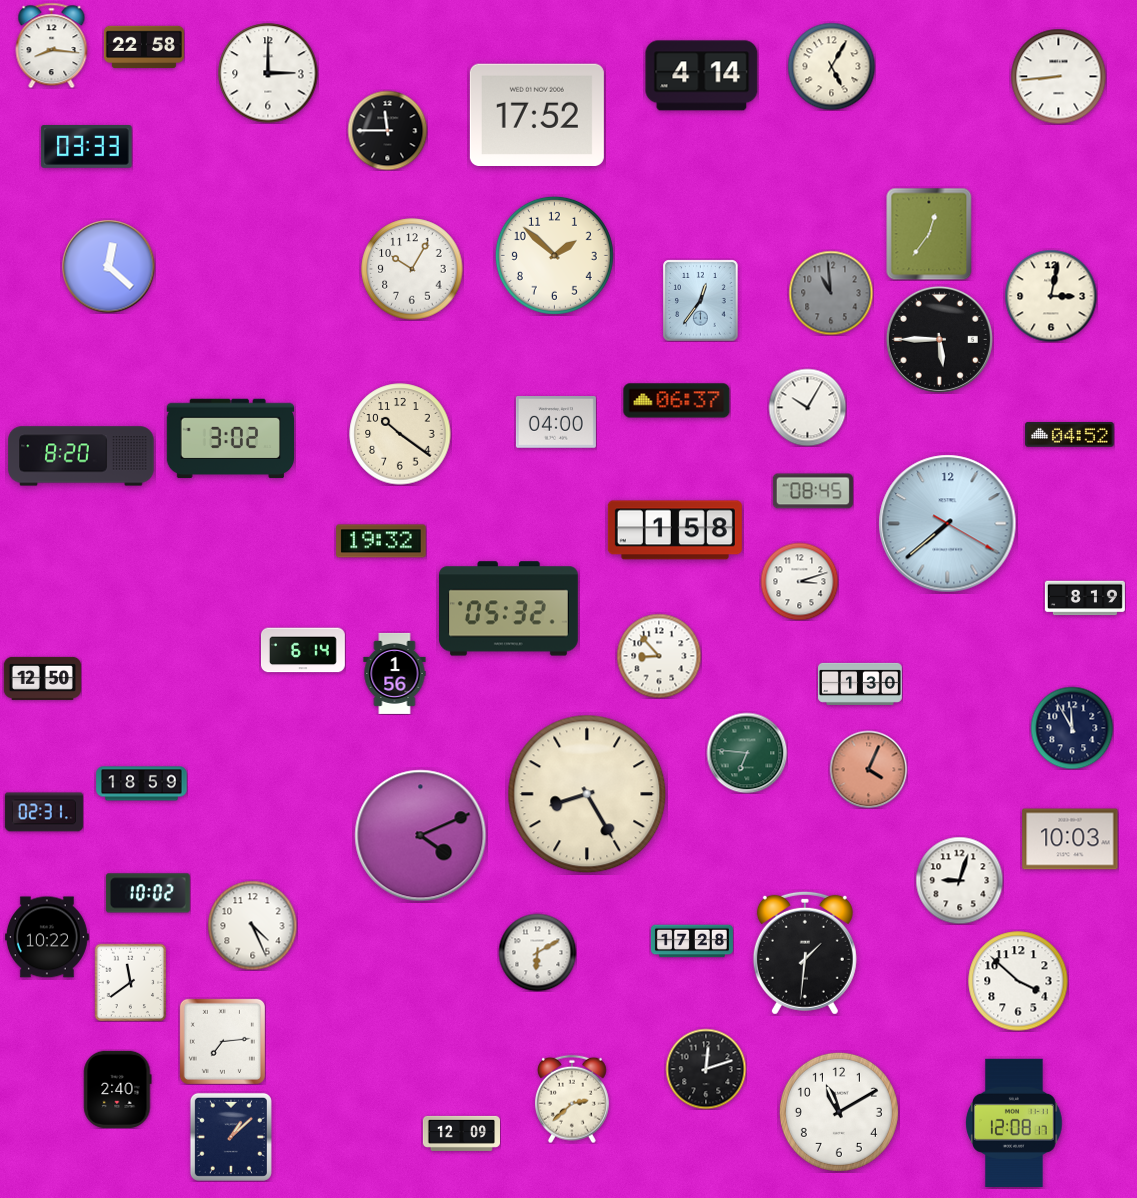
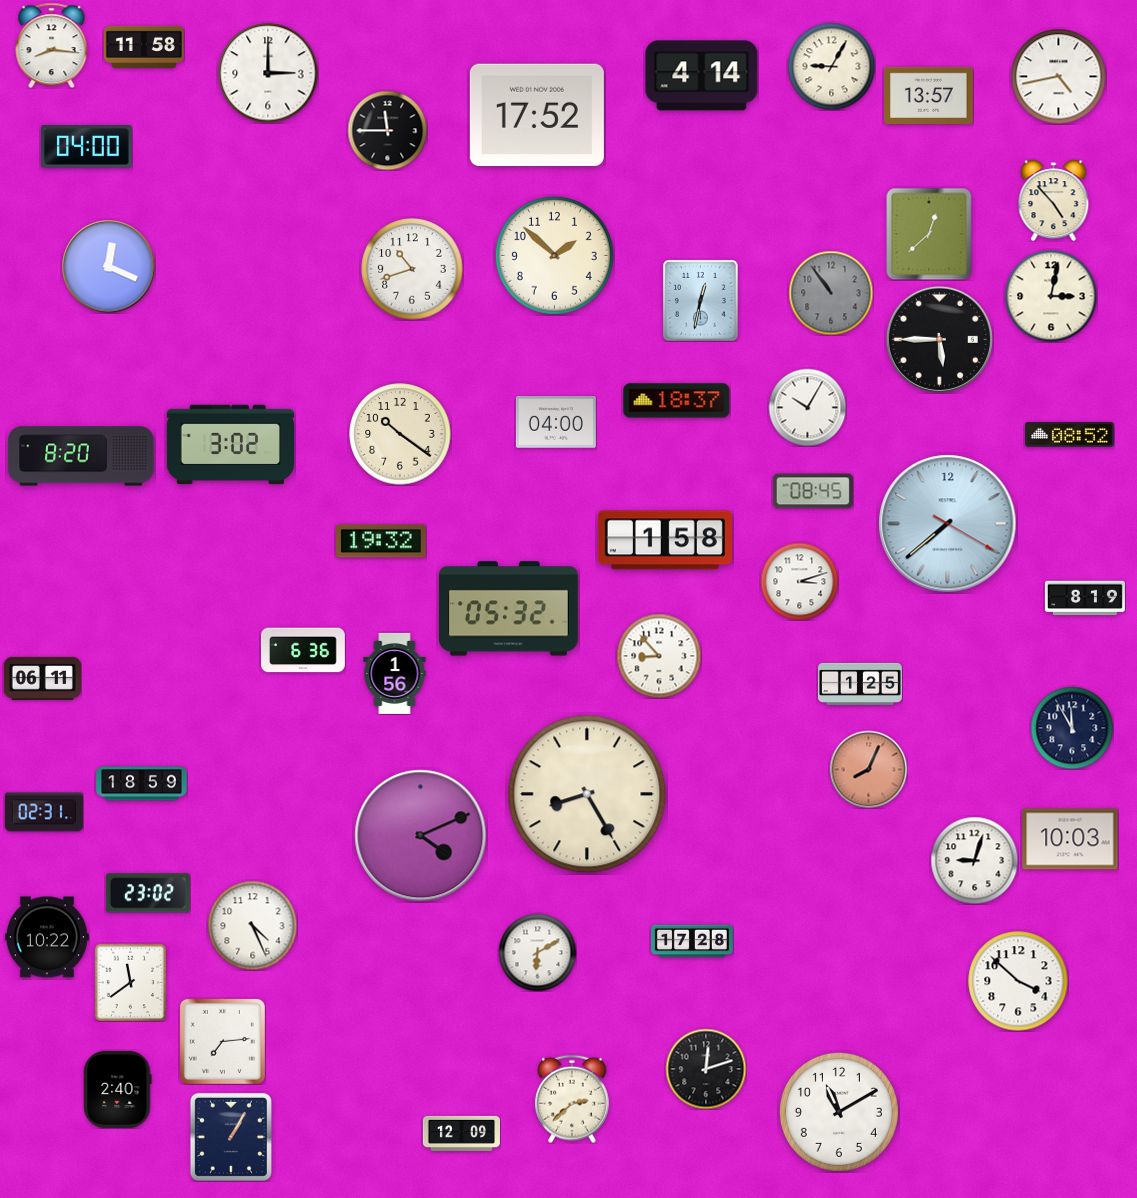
clock at (144, 47): 22:58 -> 11:58
clock at (831, 66): 5:05 -> 9:05
clock at (1058, 76): 8:44 -> 4:43
clock at (929, 95): none -> 13:57
clock at (87, 147): 03:33 -> 04:00
clock at (1054, 200): none -> 4:53
clock at (929, 234): 12:36 -> 12:38
clock at (108, 266): 12:22 -> 12:19
clock at (412, 269): 10:05 -> 10:42
clock at (831, 293): 10:59 -> 10:54
clock at (701, 300): 12:36 -> 12:32
clock at (677, 401): 06:37 -> 18:37
clock at (1070, 435): 04:52 -> 08:52
clock at (231, 439) position: (231, 439) -> (231, 445)
clock at (675, 530) position: (675, 530) -> (665, 540)
clock at (303, 650): 6:14 -> 6:36
clock at (42, 678): 12:50 -> 06:11
clock at (861, 684): 1:30 -> 1:25
clock at (747, 753): 6:46 -> none
clock at (868, 769): 4:04 -> 8:04
clock at (959, 880) position: (959, 880) -> (974, 860)
clock at (148, 893): 10:02 -> 23:02
clock at (805, 953): 1:31 -> none
clock at (1014, 1123): 12:08 -> none
clock at (231, 1137): 1:08 -> 1:05
